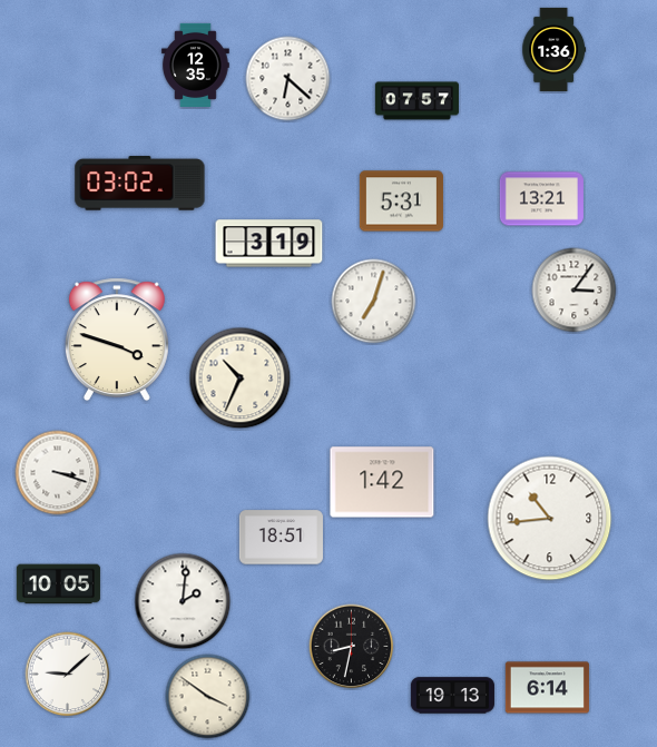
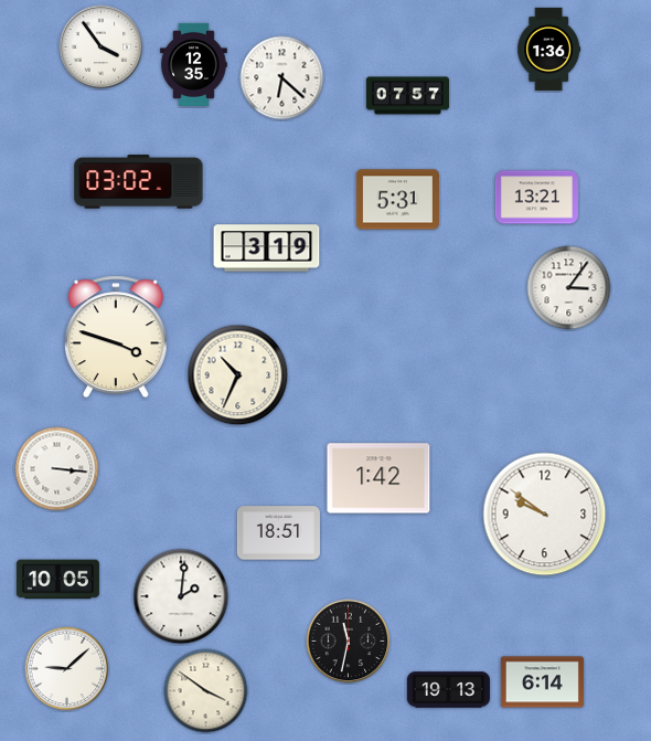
clock at (102, 47): none -> 3:54
clock at (288, 79) position: (288, 79) -> (282, 78)
clock at (416, 101) position: (416, 101) -> (407, 96)
clock at (269, 244) position: (269, 244) -> (267, 248)
clock at (374, 302): 7:03 -> none
clock at (58, 473): 3:18 -> 3:16
clock at (550, 519): 10:44 -> 9:51
clock at (352, 647): 8:32 -> 11:32
